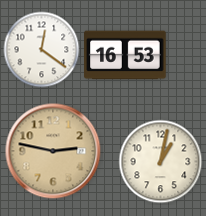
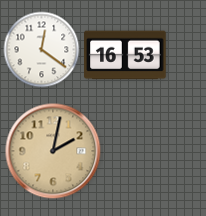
clock at (53, 151): 2:47 -> 2:02
clock at (161, 162): 1:02 -> none
